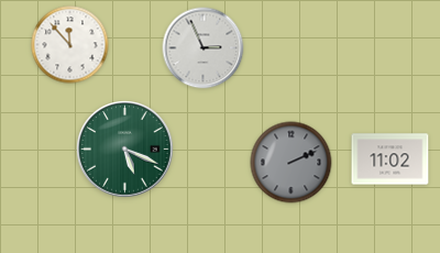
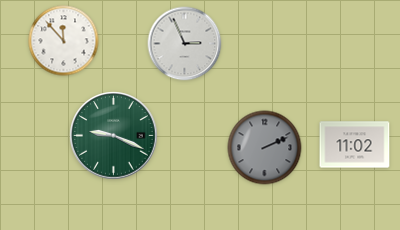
clock at (125, 150): 5:19 -> 9:19
